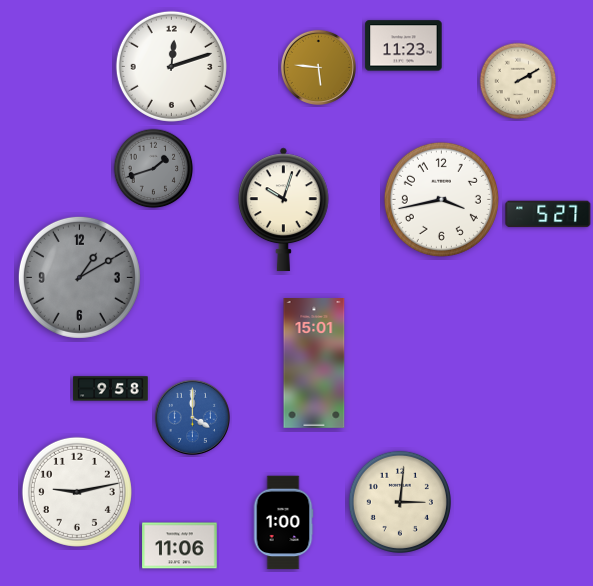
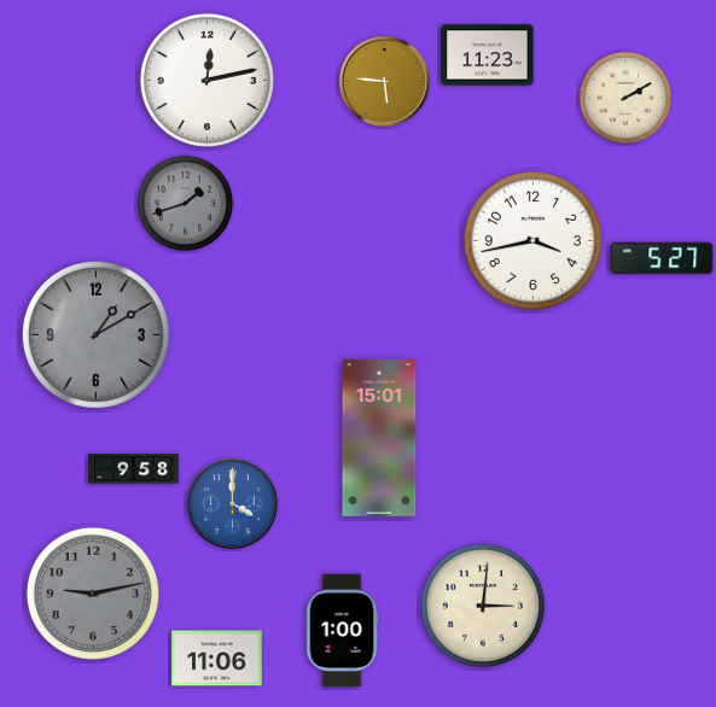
clock at (171, 66): 12:12 -> 12:13
clock at (283, 210): 10:03 -> none
clock at (77, 492) dial: white -> grey
